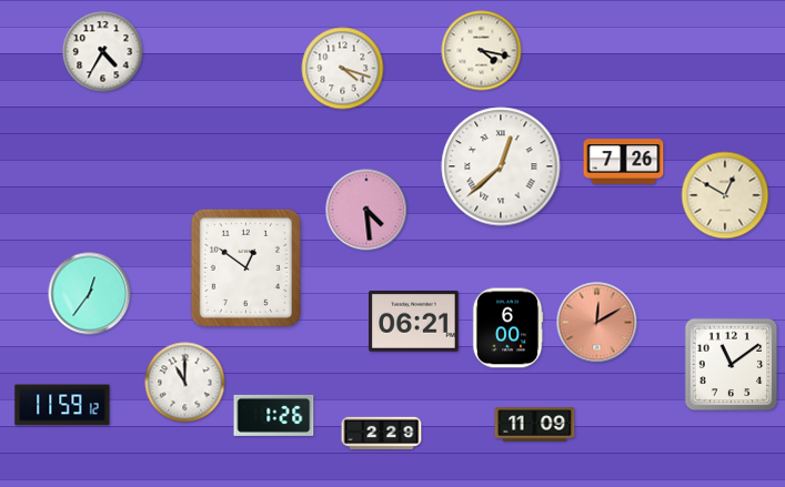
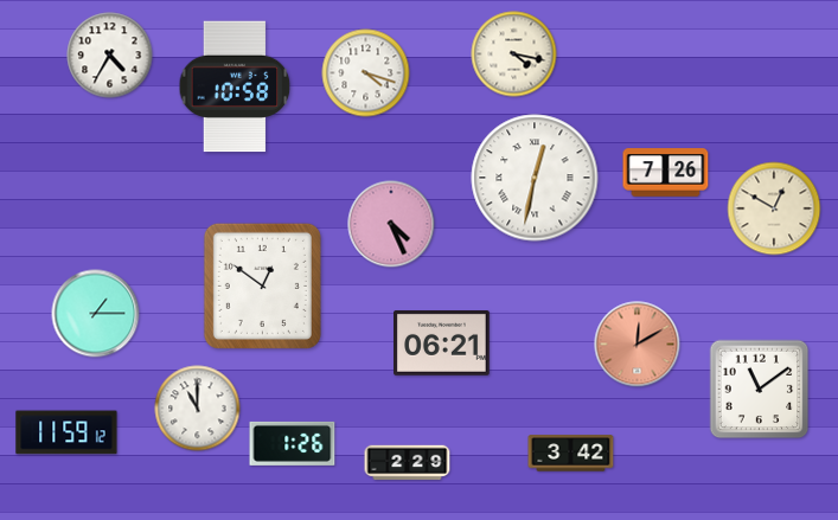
clock at (235, 86): none -> 10:58
clock at (501, 166): 12:38 -> 12:32
clock at (366, 210): 4:29 -> 4:26
clock at (90, 294): 12:36 -> 1:15
clock at (507, 328): 6:00 -> none
clock at (732, 365) position: (732, 365) -> (760, 390)
clock at (535, 425): 11:09 -> 3:42
